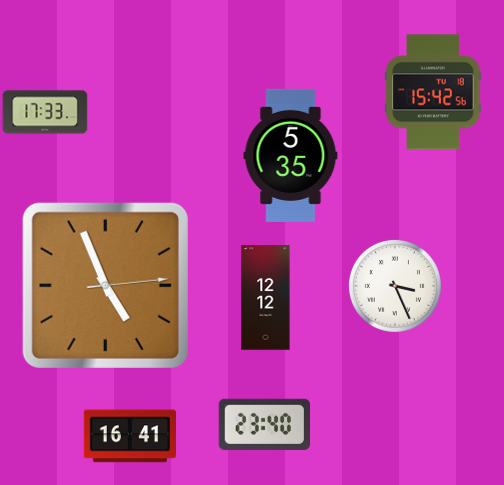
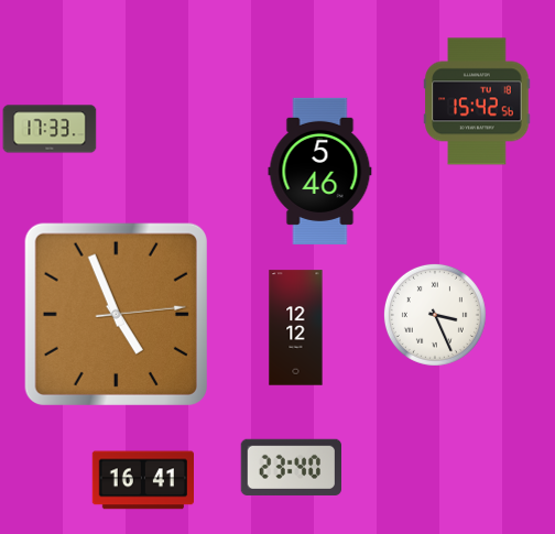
clock at (45, 112) position: (45, 112) -> (50, 129)
clock at (291, 155): 5:35 -> 5:46
clock at (266, 298) position: (266, 298) -> (296, 328)
